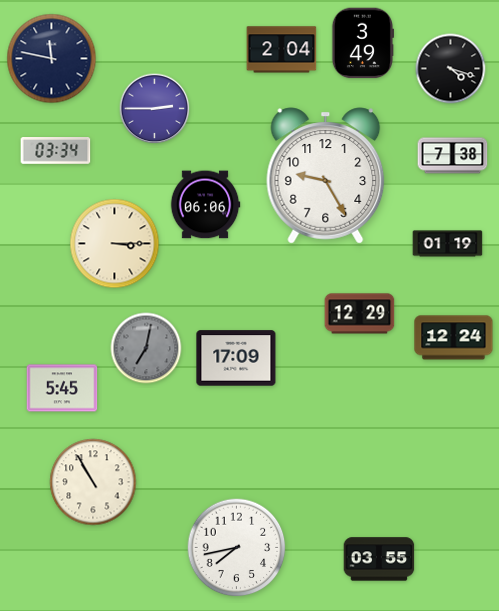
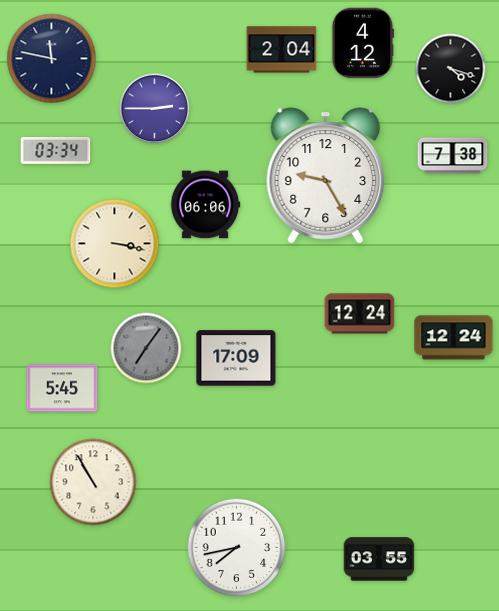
clock at (363, 43): 3:49 -> 4:12
clock at (115, 244): 3:15 -> 3:17
clock at (448, 244): 01:19 -> none
clock at (360, 314): 12:29 -> 12:24
clock at (146, 348): 7:02 -> 7:06
